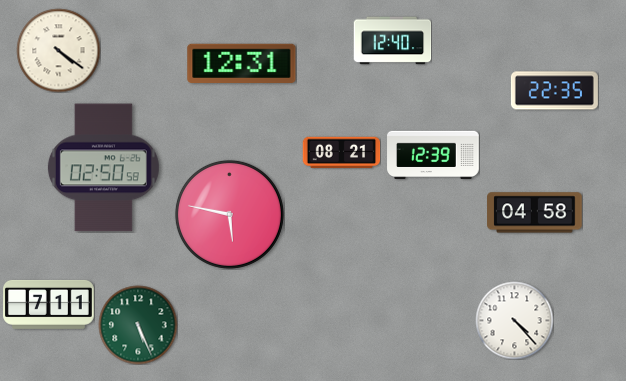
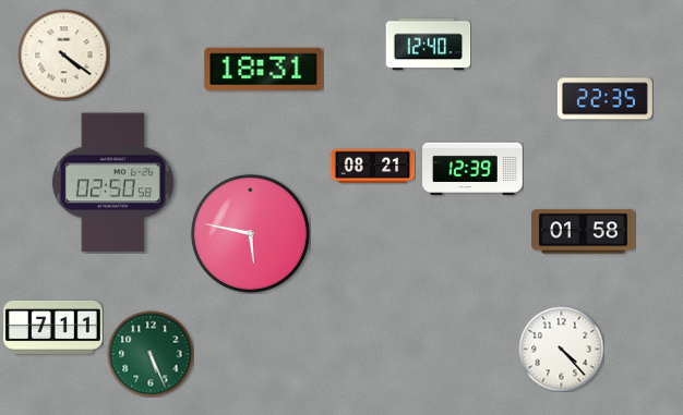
clock at (242, 63): 12:31 -> 18:31
clock at (535, 213): 04:58 -> 01:58
clock at (49, 304) position: (49, 304) -> (53, 327)
